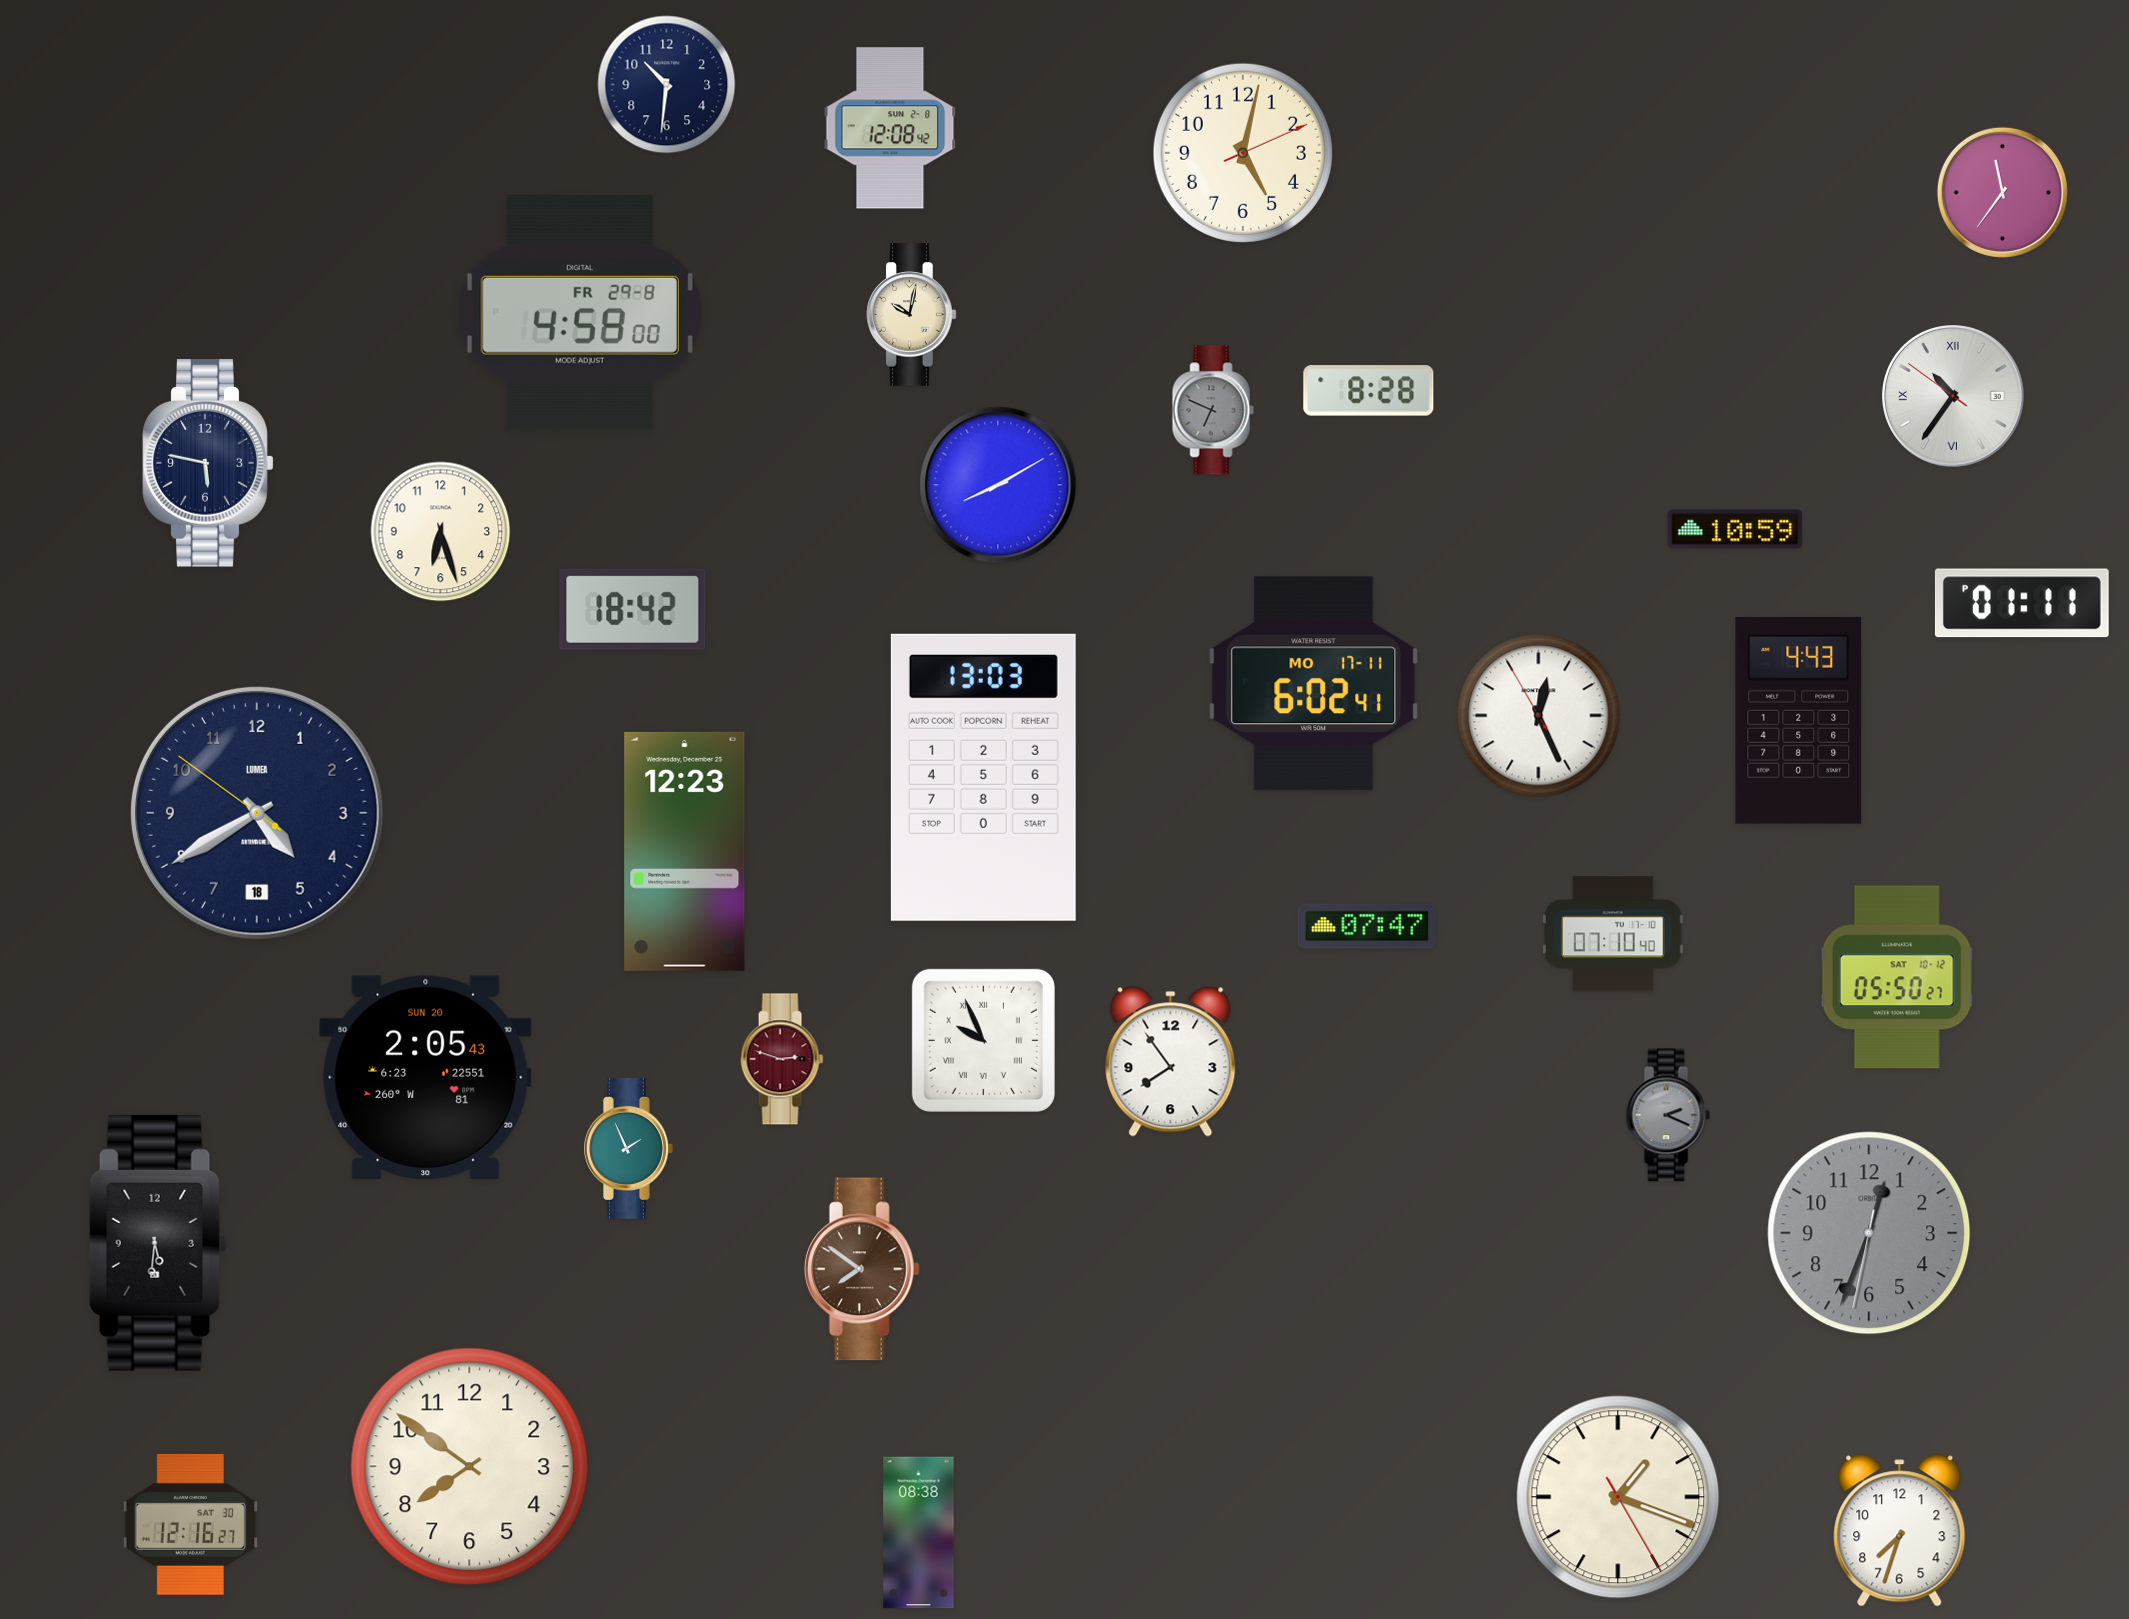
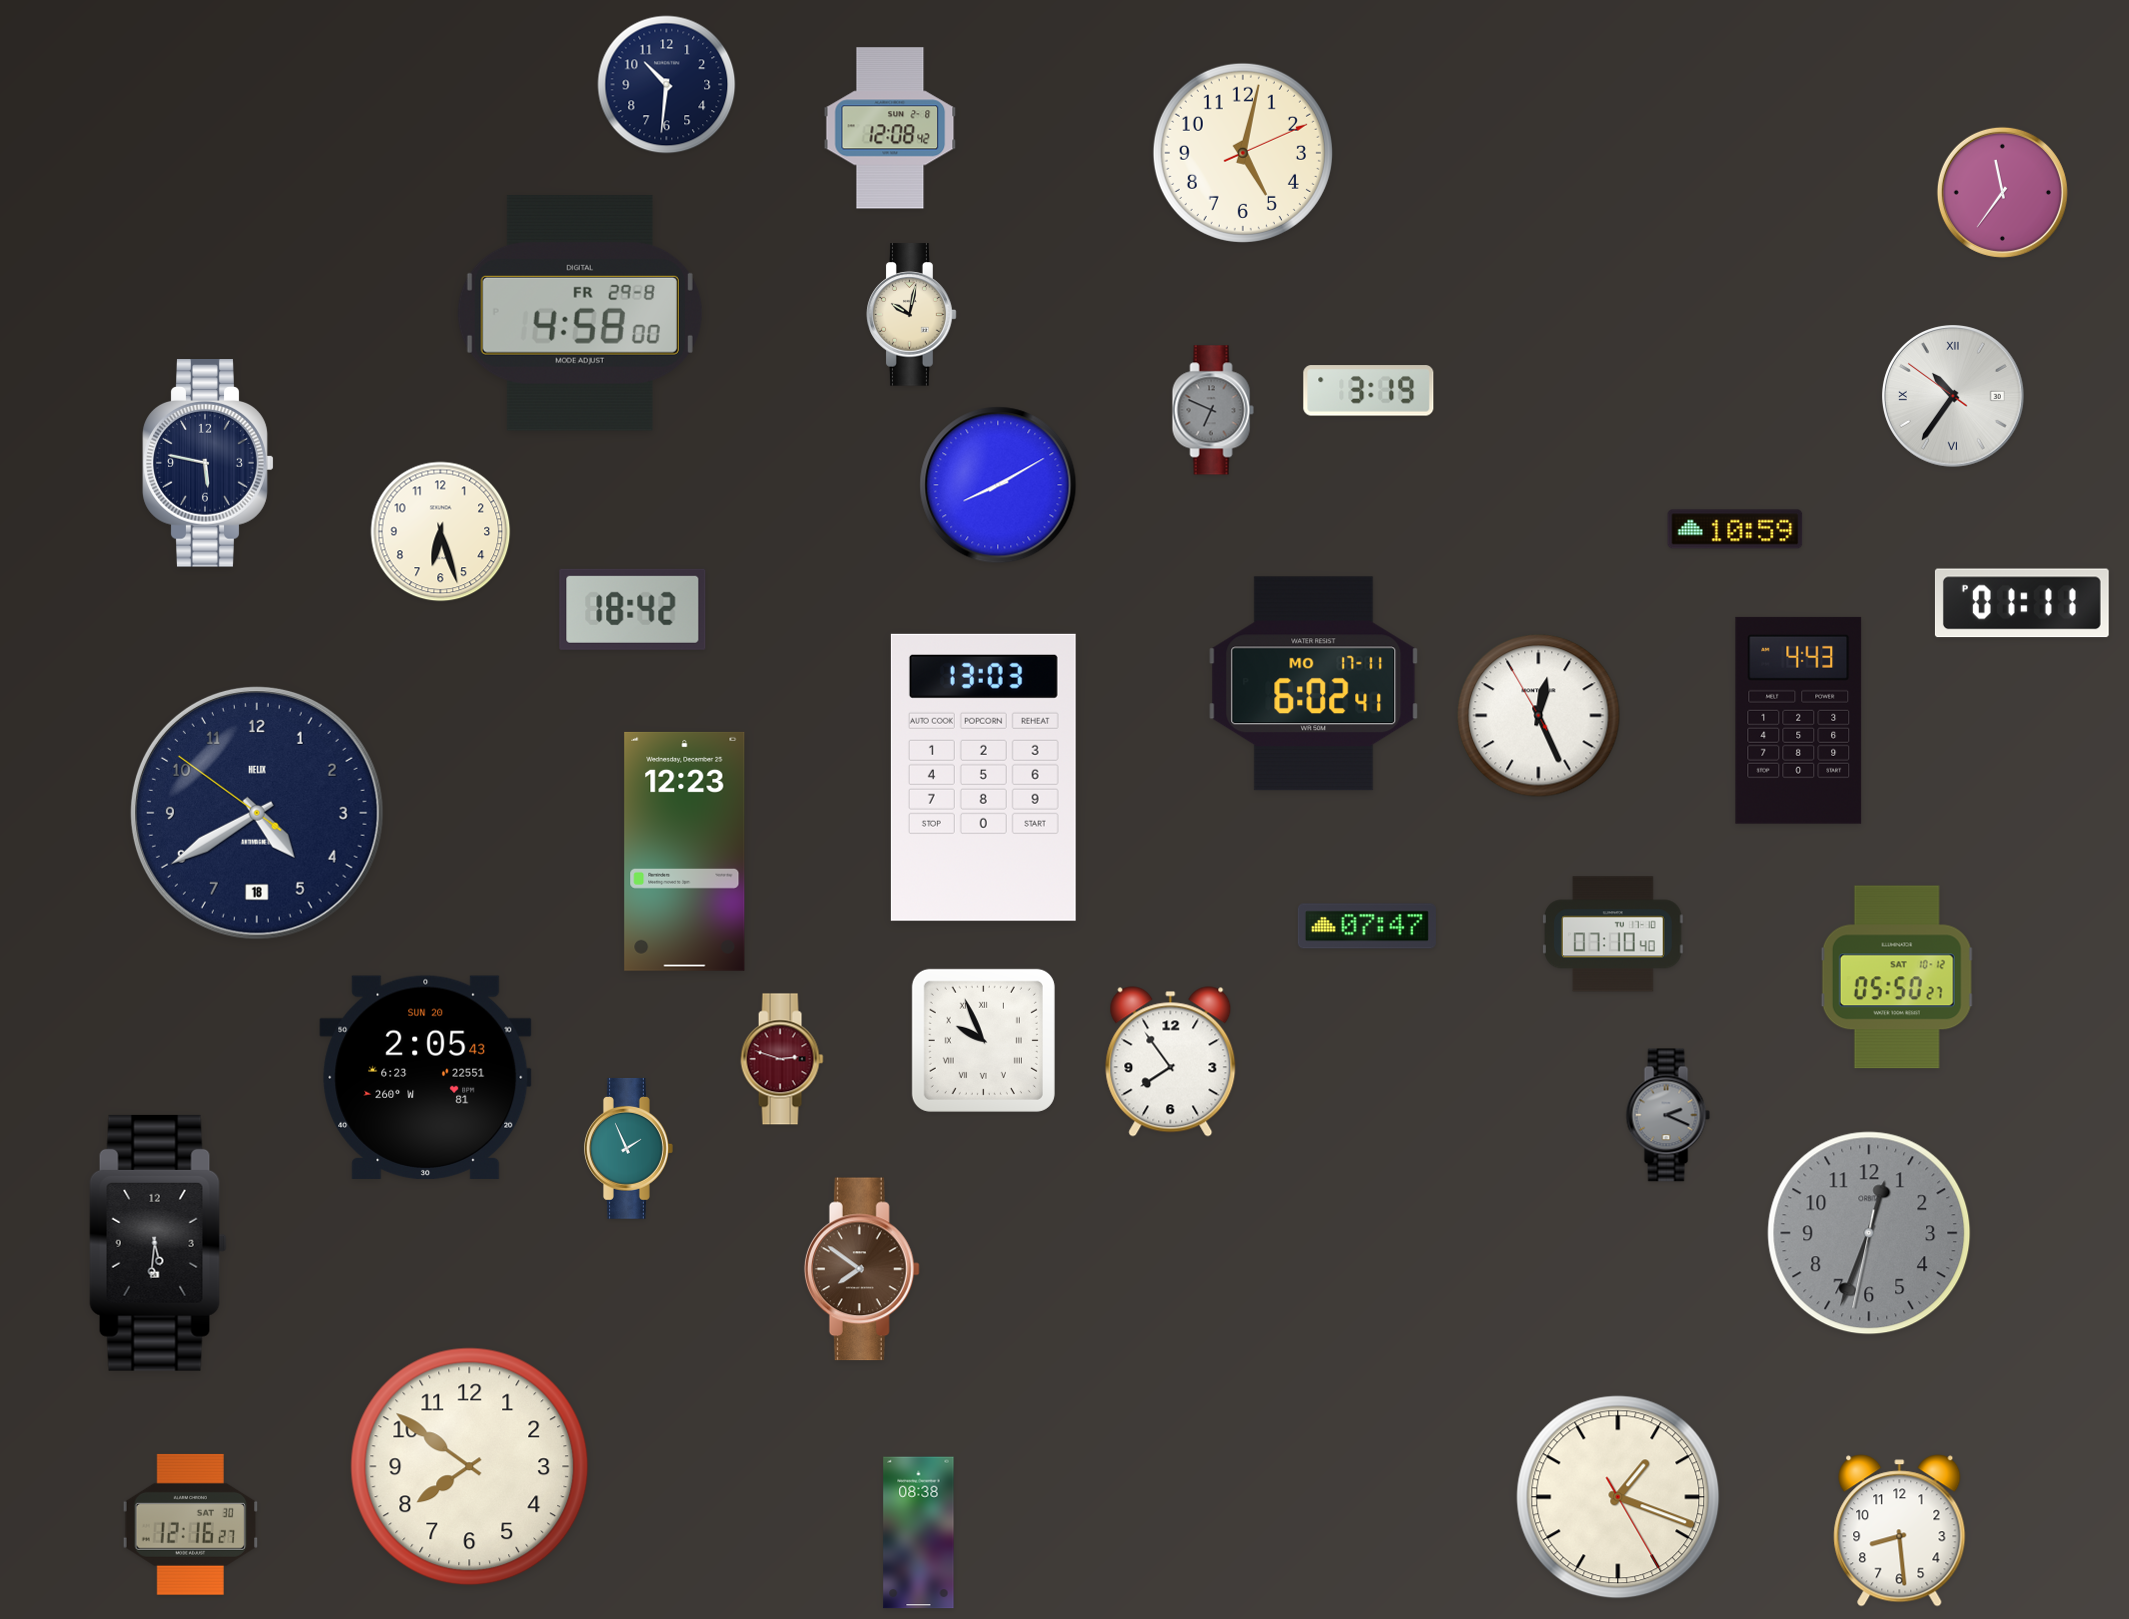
clock at (1369, 391): 8:28 -> 3:19
clock at (257, 813) brand: LUMEA -> HELIX
clock at (1900, 1531): 7:33 -> 8:29
